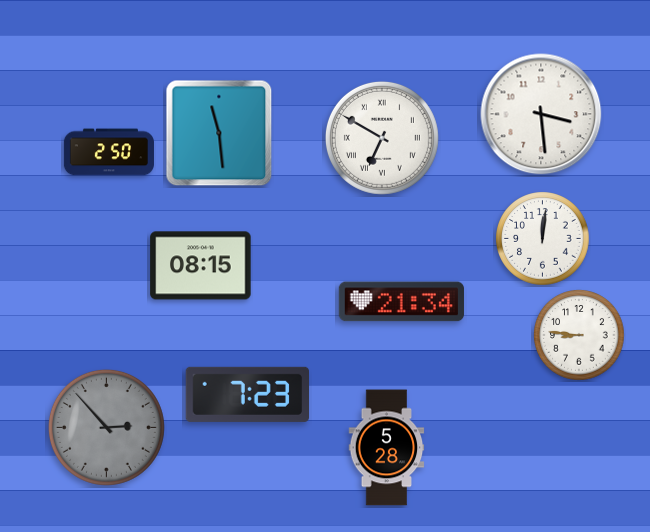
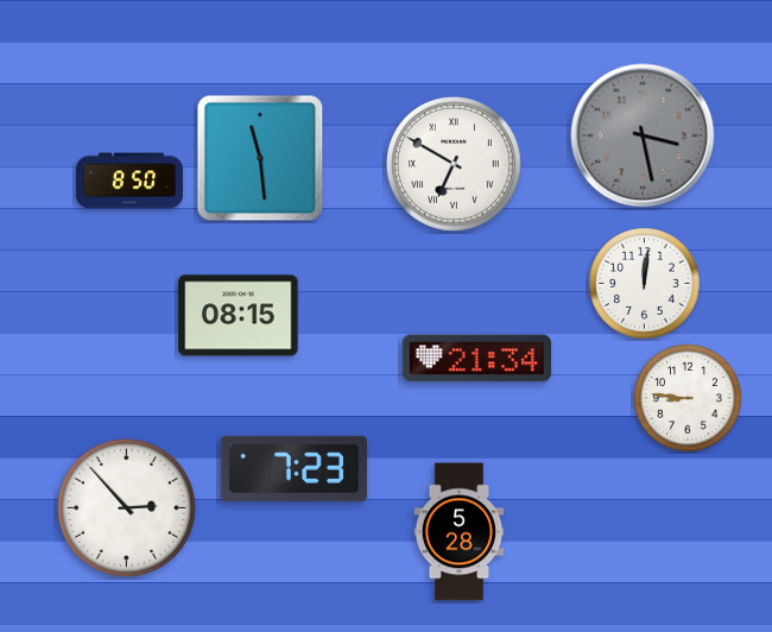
clock at (541, 114): 3:29 -> 3:28
clock at (541, 114) dial: white -> grey
clock at (109, 152): 2:50 -> 8:50
clock at (106, 427) dial: grey -> white
